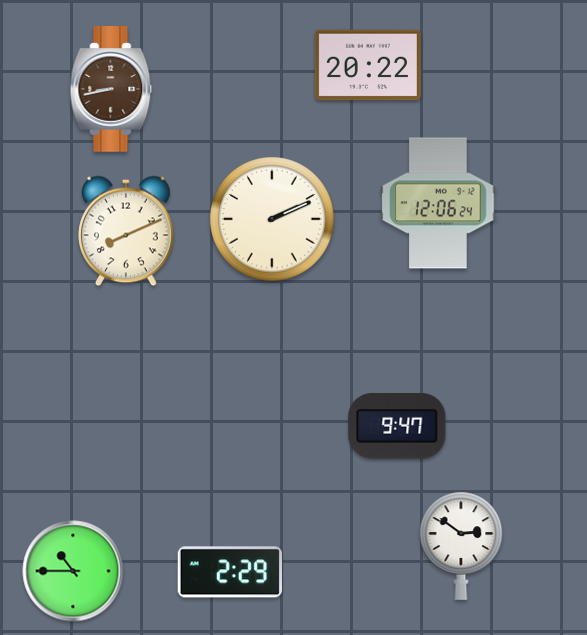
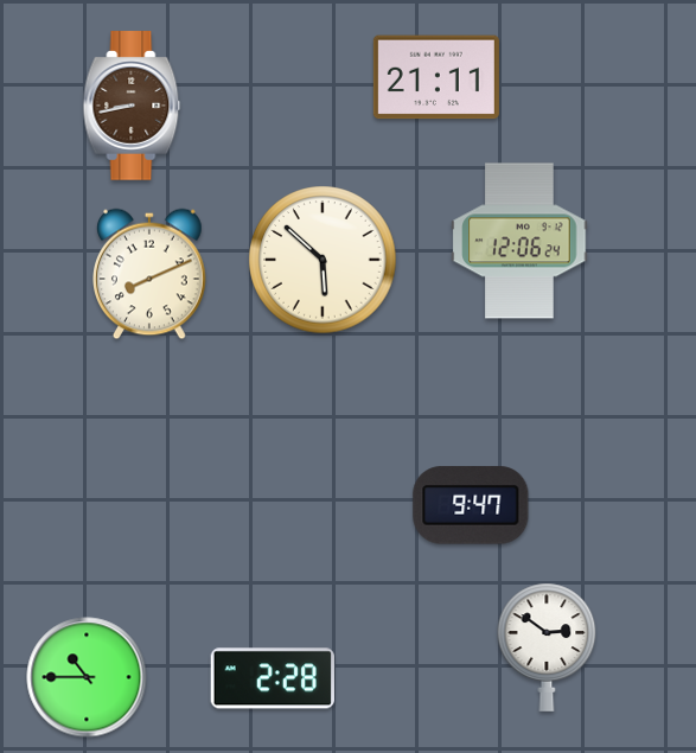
clock at (368, 65): 20:22 -> 21:11
clock at (272, 219): 2:11 -> 5:52
clock at (230, 572): 2:29 -> 2:28
